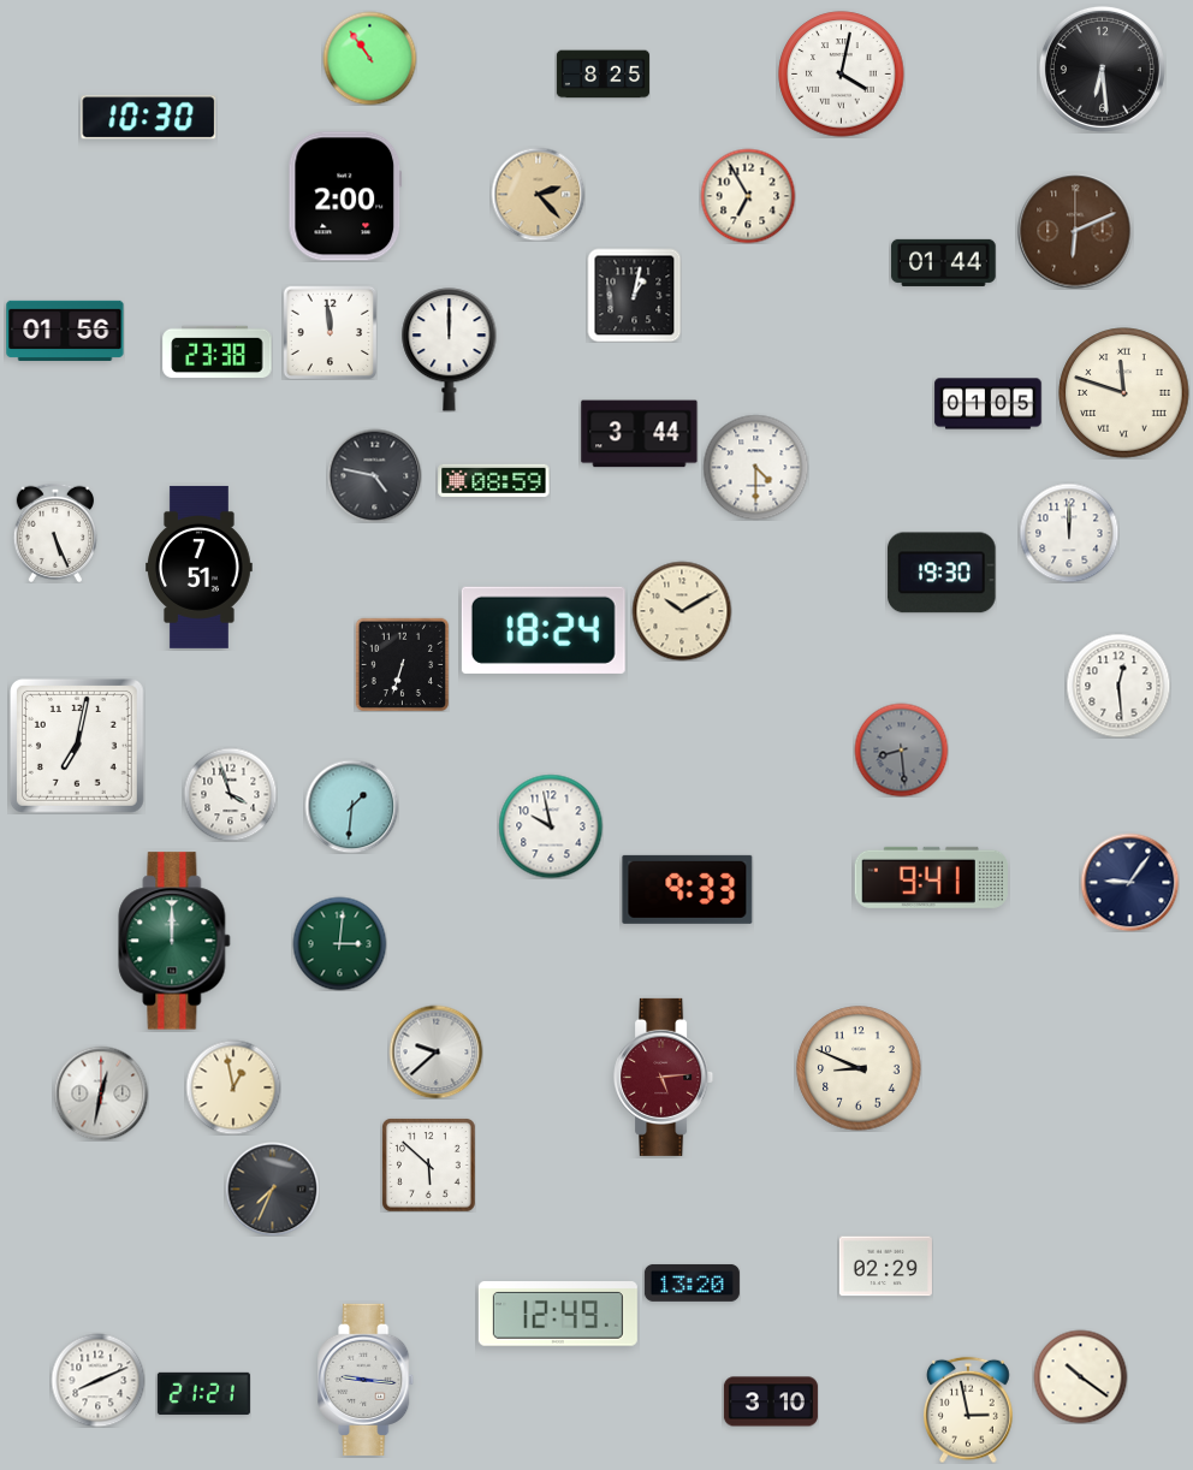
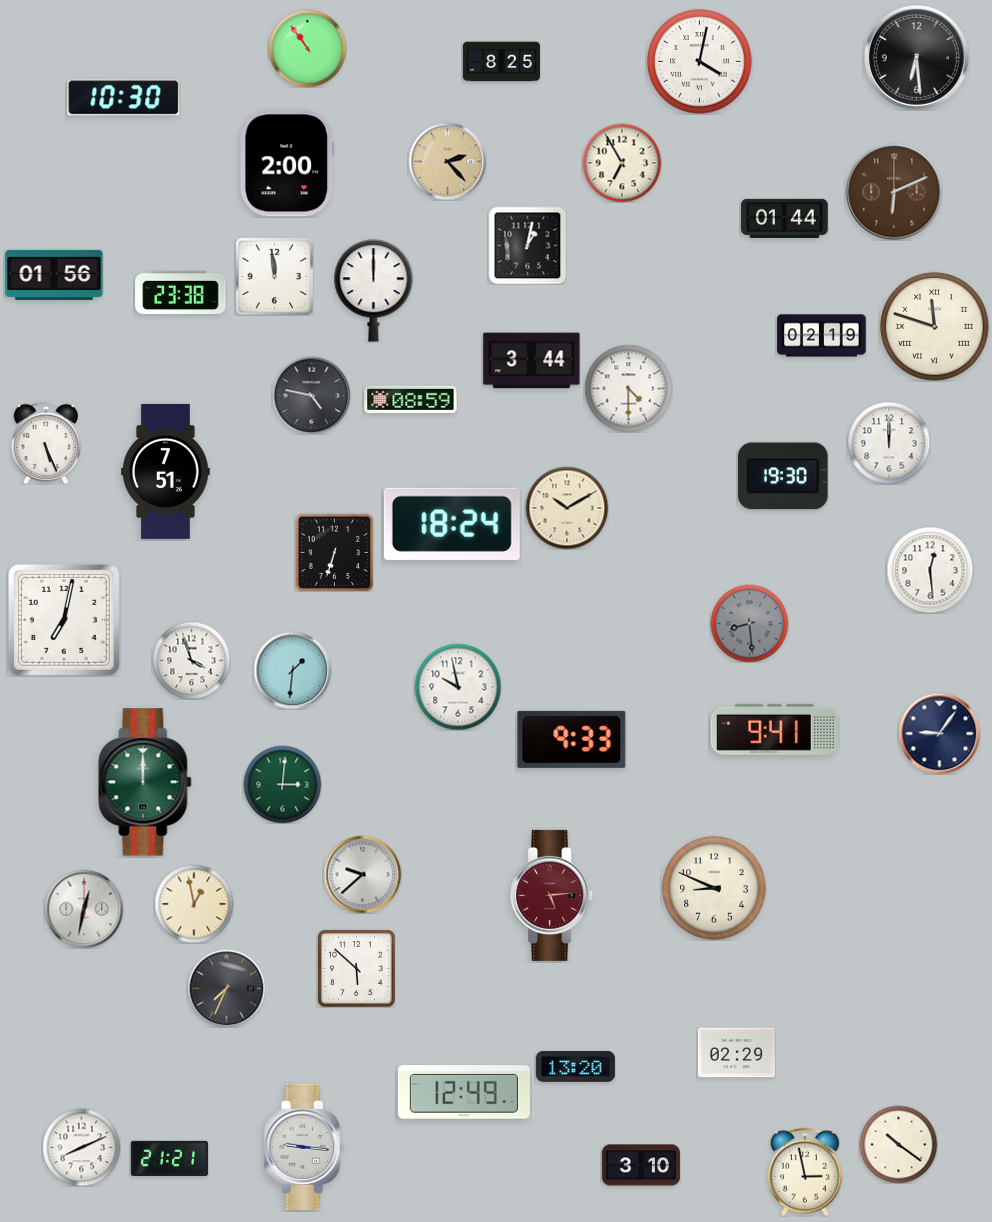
clock at (989, 404): 01:05 -> 02:19
